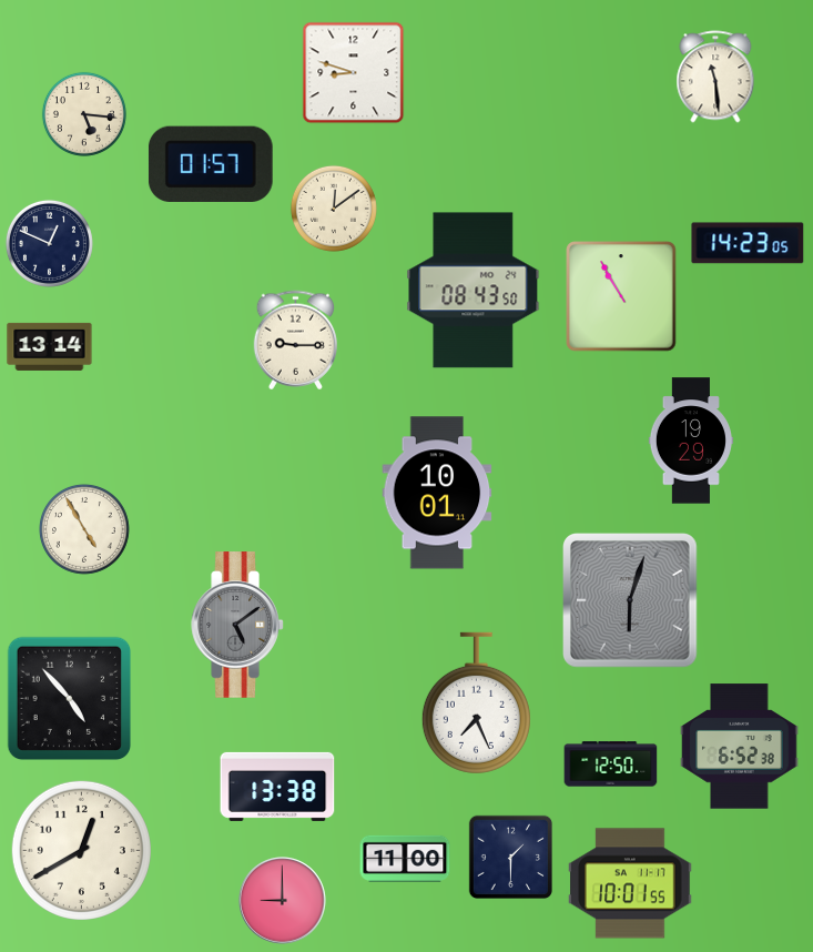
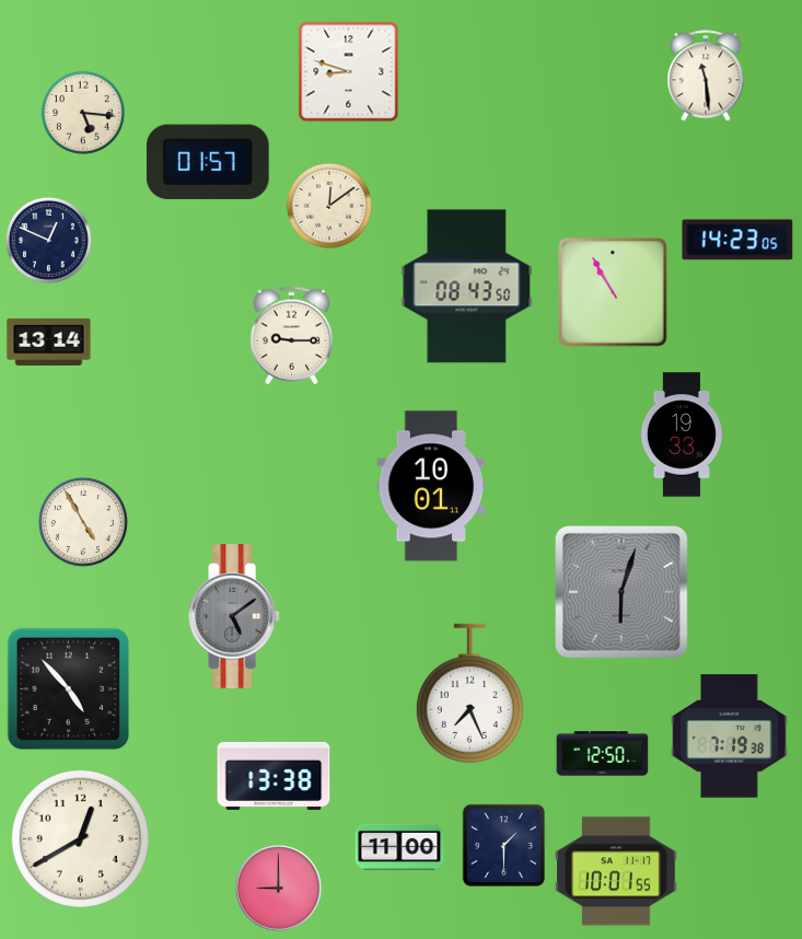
clock at (691, 440): 19:29 -> 19:33
clock at (740, 747): 6:52 -> 7:19
clock at (630, 883) position: (630, 883) -> (616, 871)
